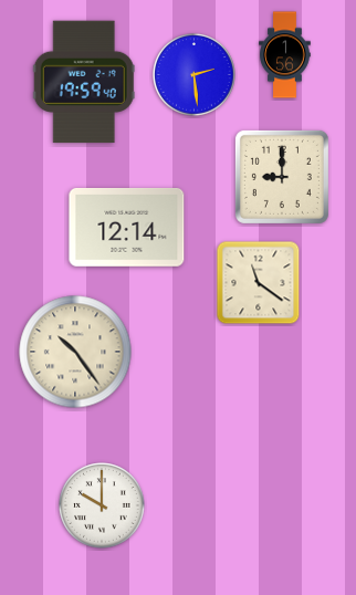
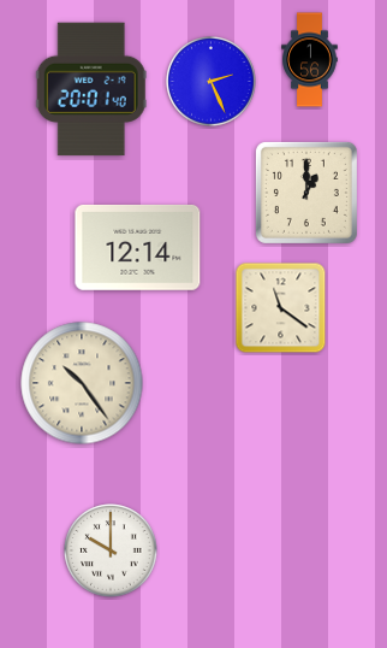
clock at (195, 75): 2:29 -> 2:26
clock at (84, 82): 19:59 -> 20:01
clock at (282, 177): 9:00 -> 1:00
